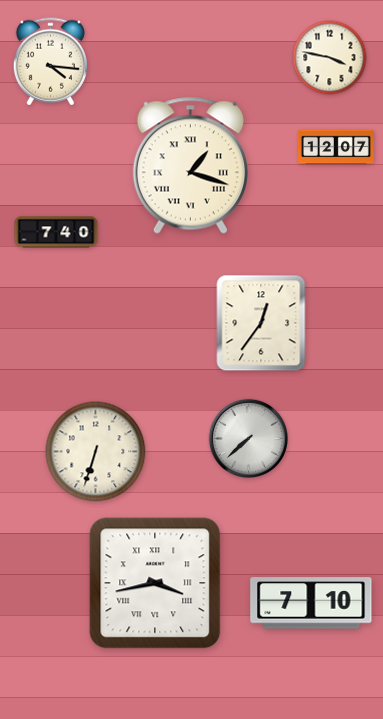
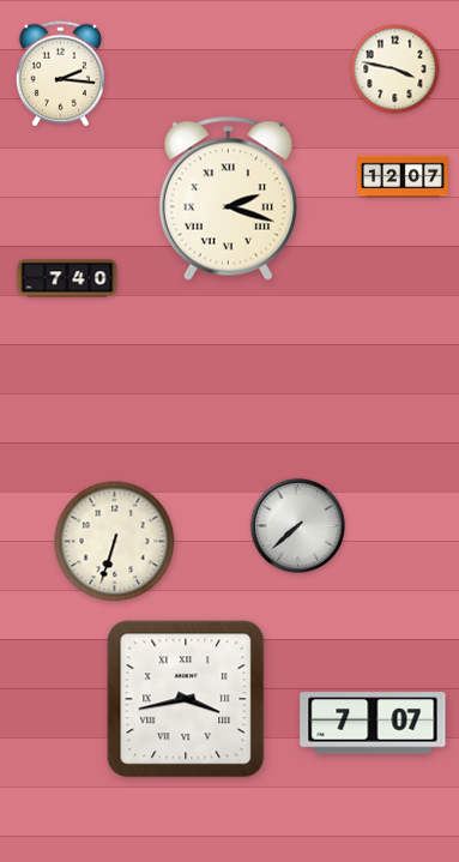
clock at (50, 62): 4:16 -> 2:16
clock at (190, 165): 1:18 -> 2:18
clock at (261, 323): 12:36 -> none
clock at (311, 603): 7:10 -> 7:07
